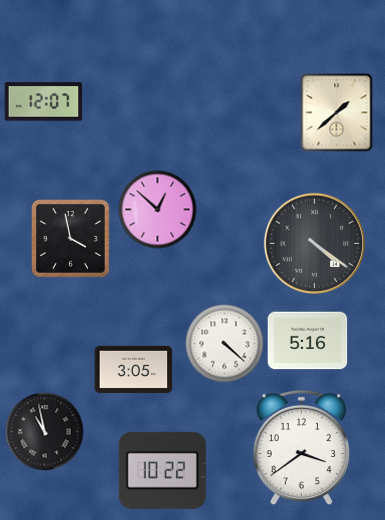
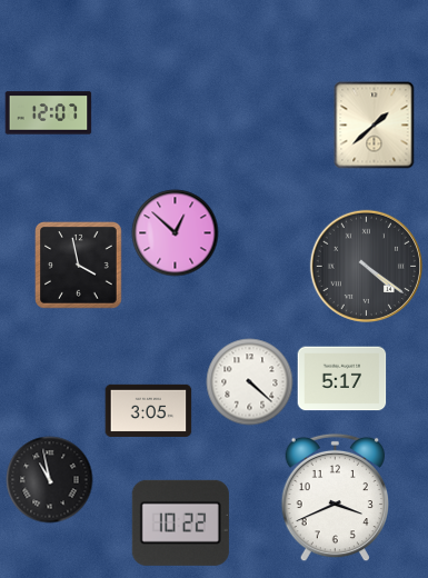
clock at (314, 243) position: (314, 243) -> (366, 266)
clock at (307, 341): 5:16 -> 5:17
clock at (301, 447): 3:39 -> 3:41
